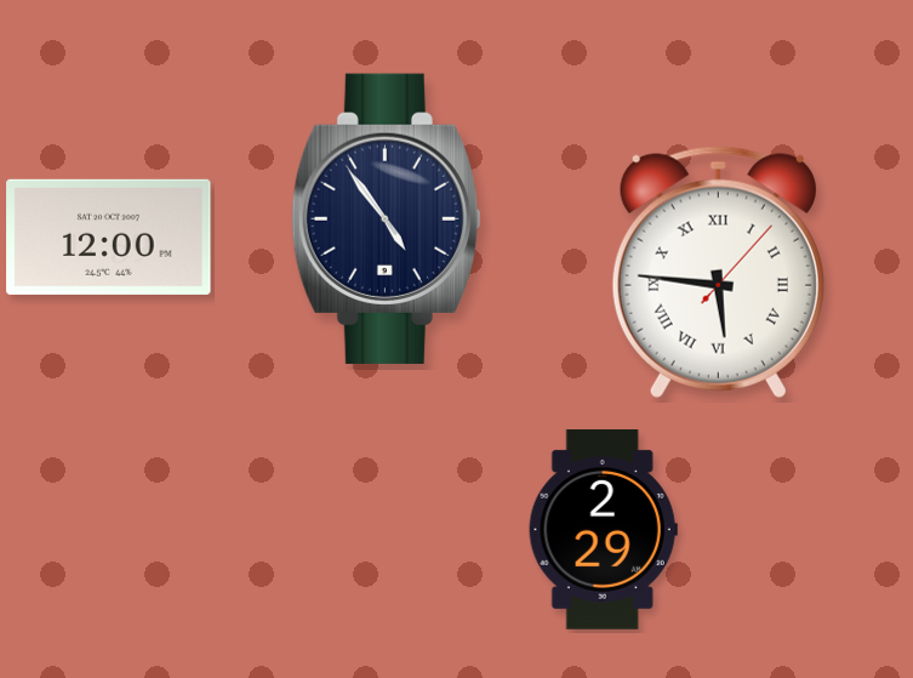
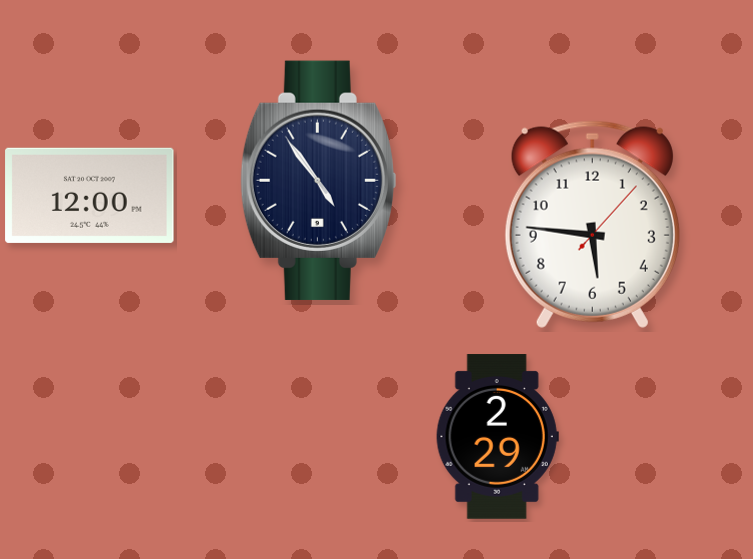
clock at (718, 272) numerals: Roman -> Arabic
